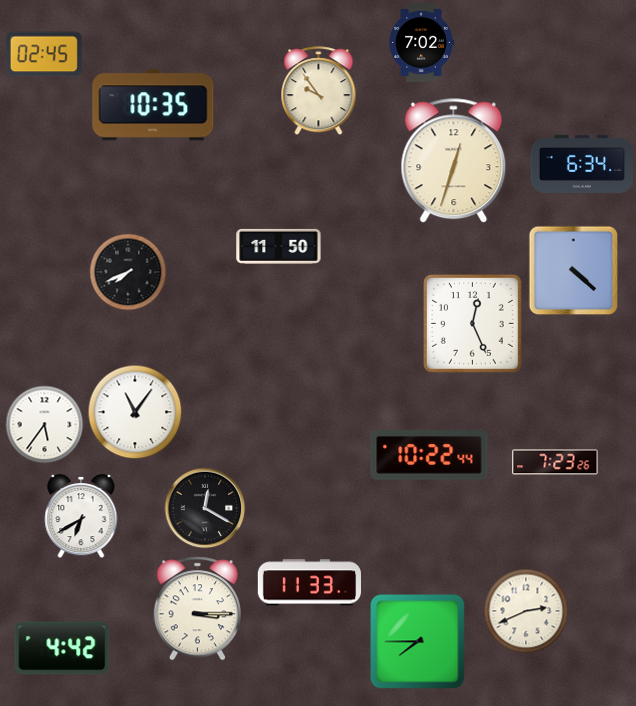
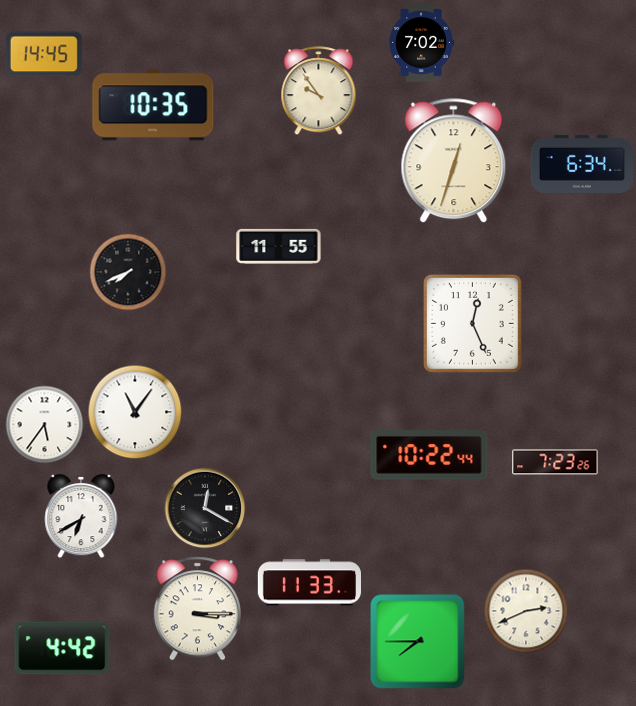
clock at (44, 54): 02:45 -> 14:45
clock at (279, 246): 11:50 -> 11:55
clock at (574, 271): 4:22 -> none
